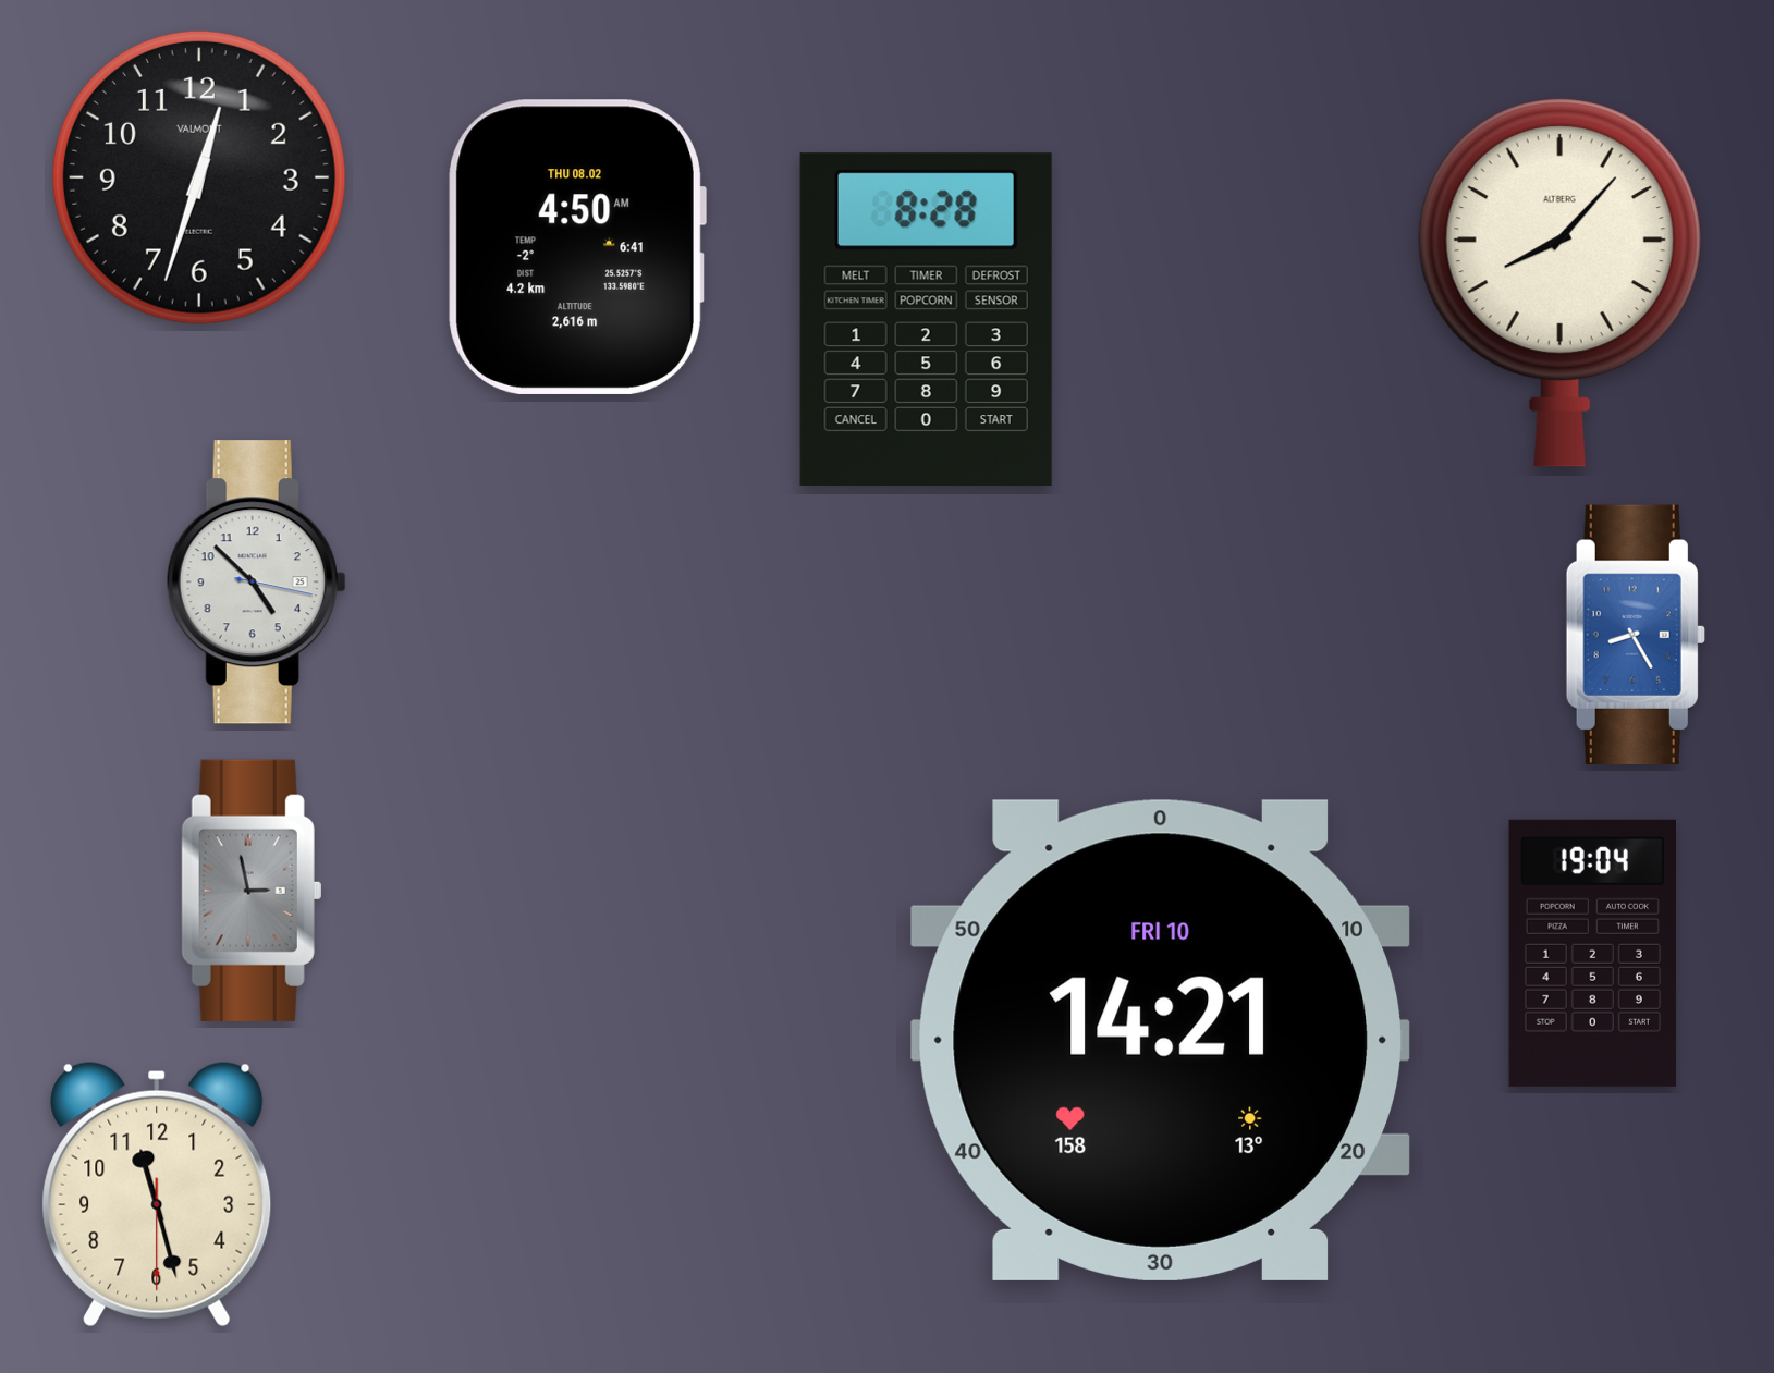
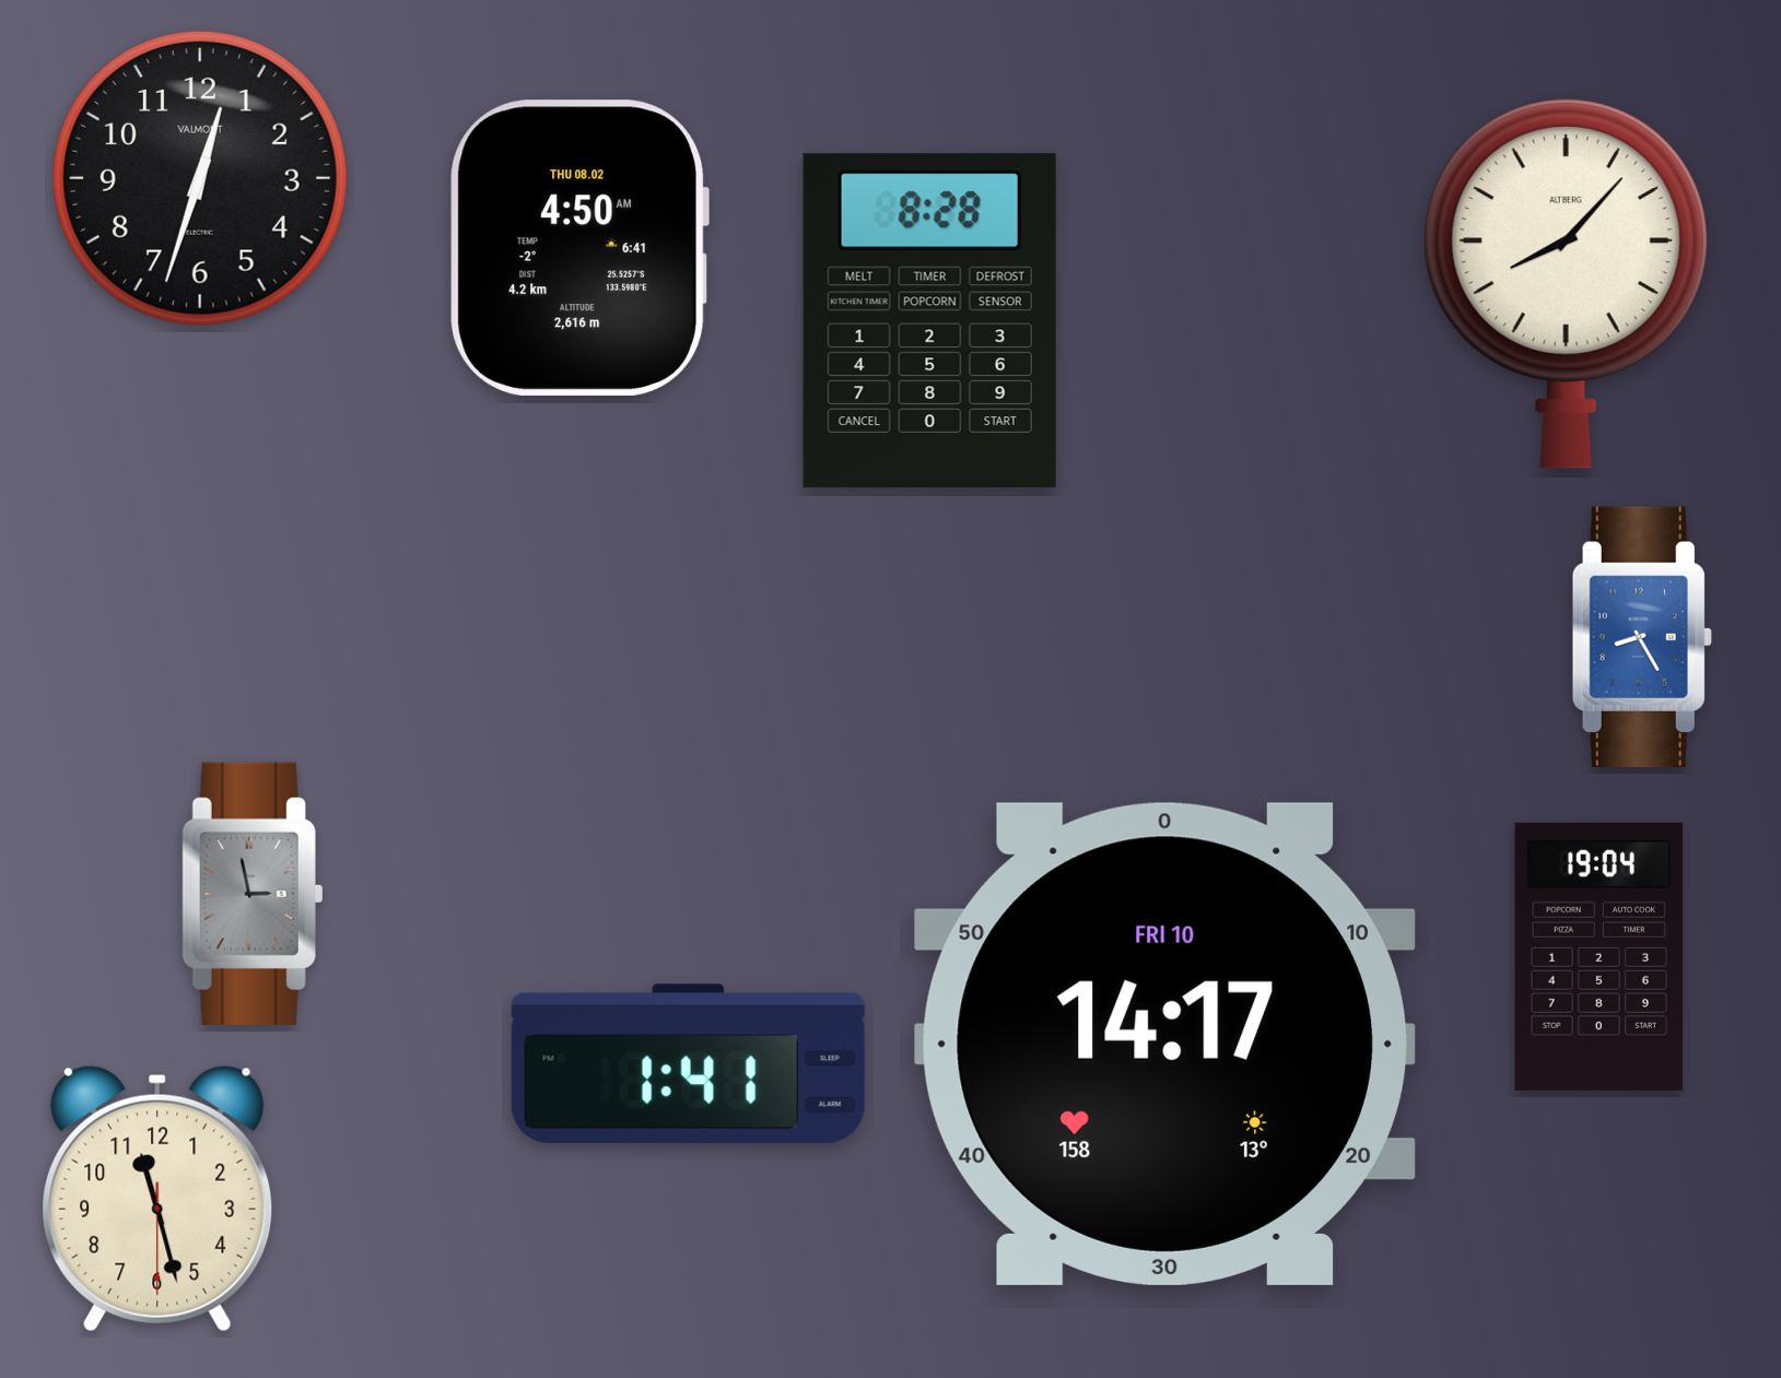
clock at (256, 583): 4:52 -> none
clock at (1160, 1040): 14:21 -> 14:17
clock at (688, 1063): none -> 1:41
